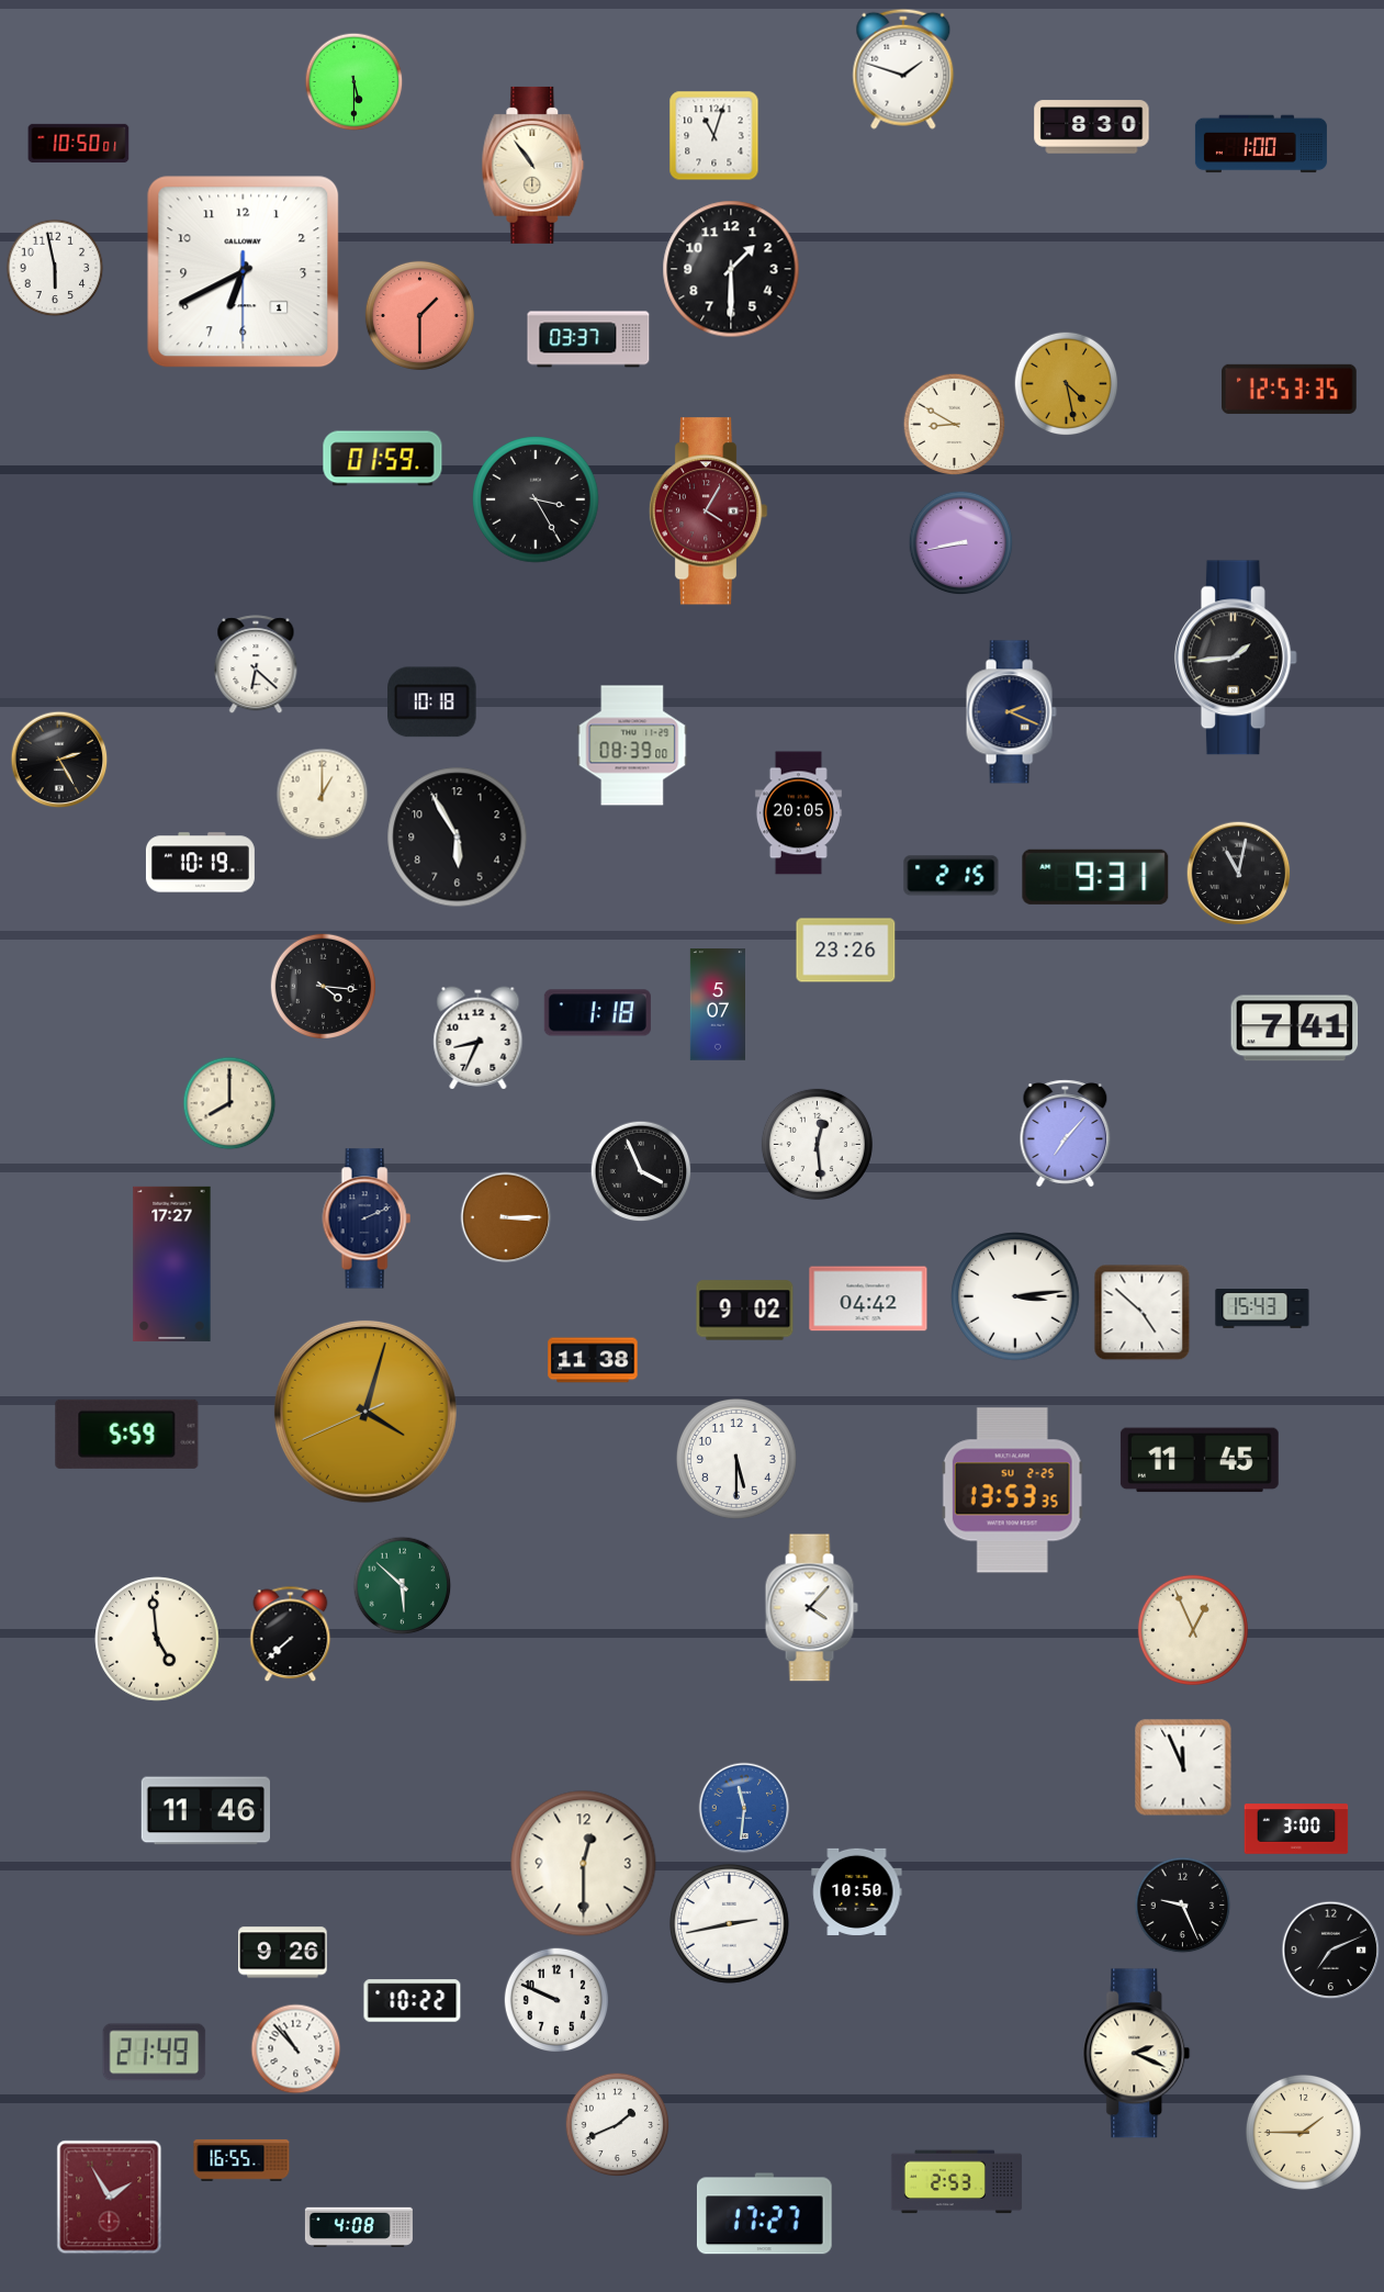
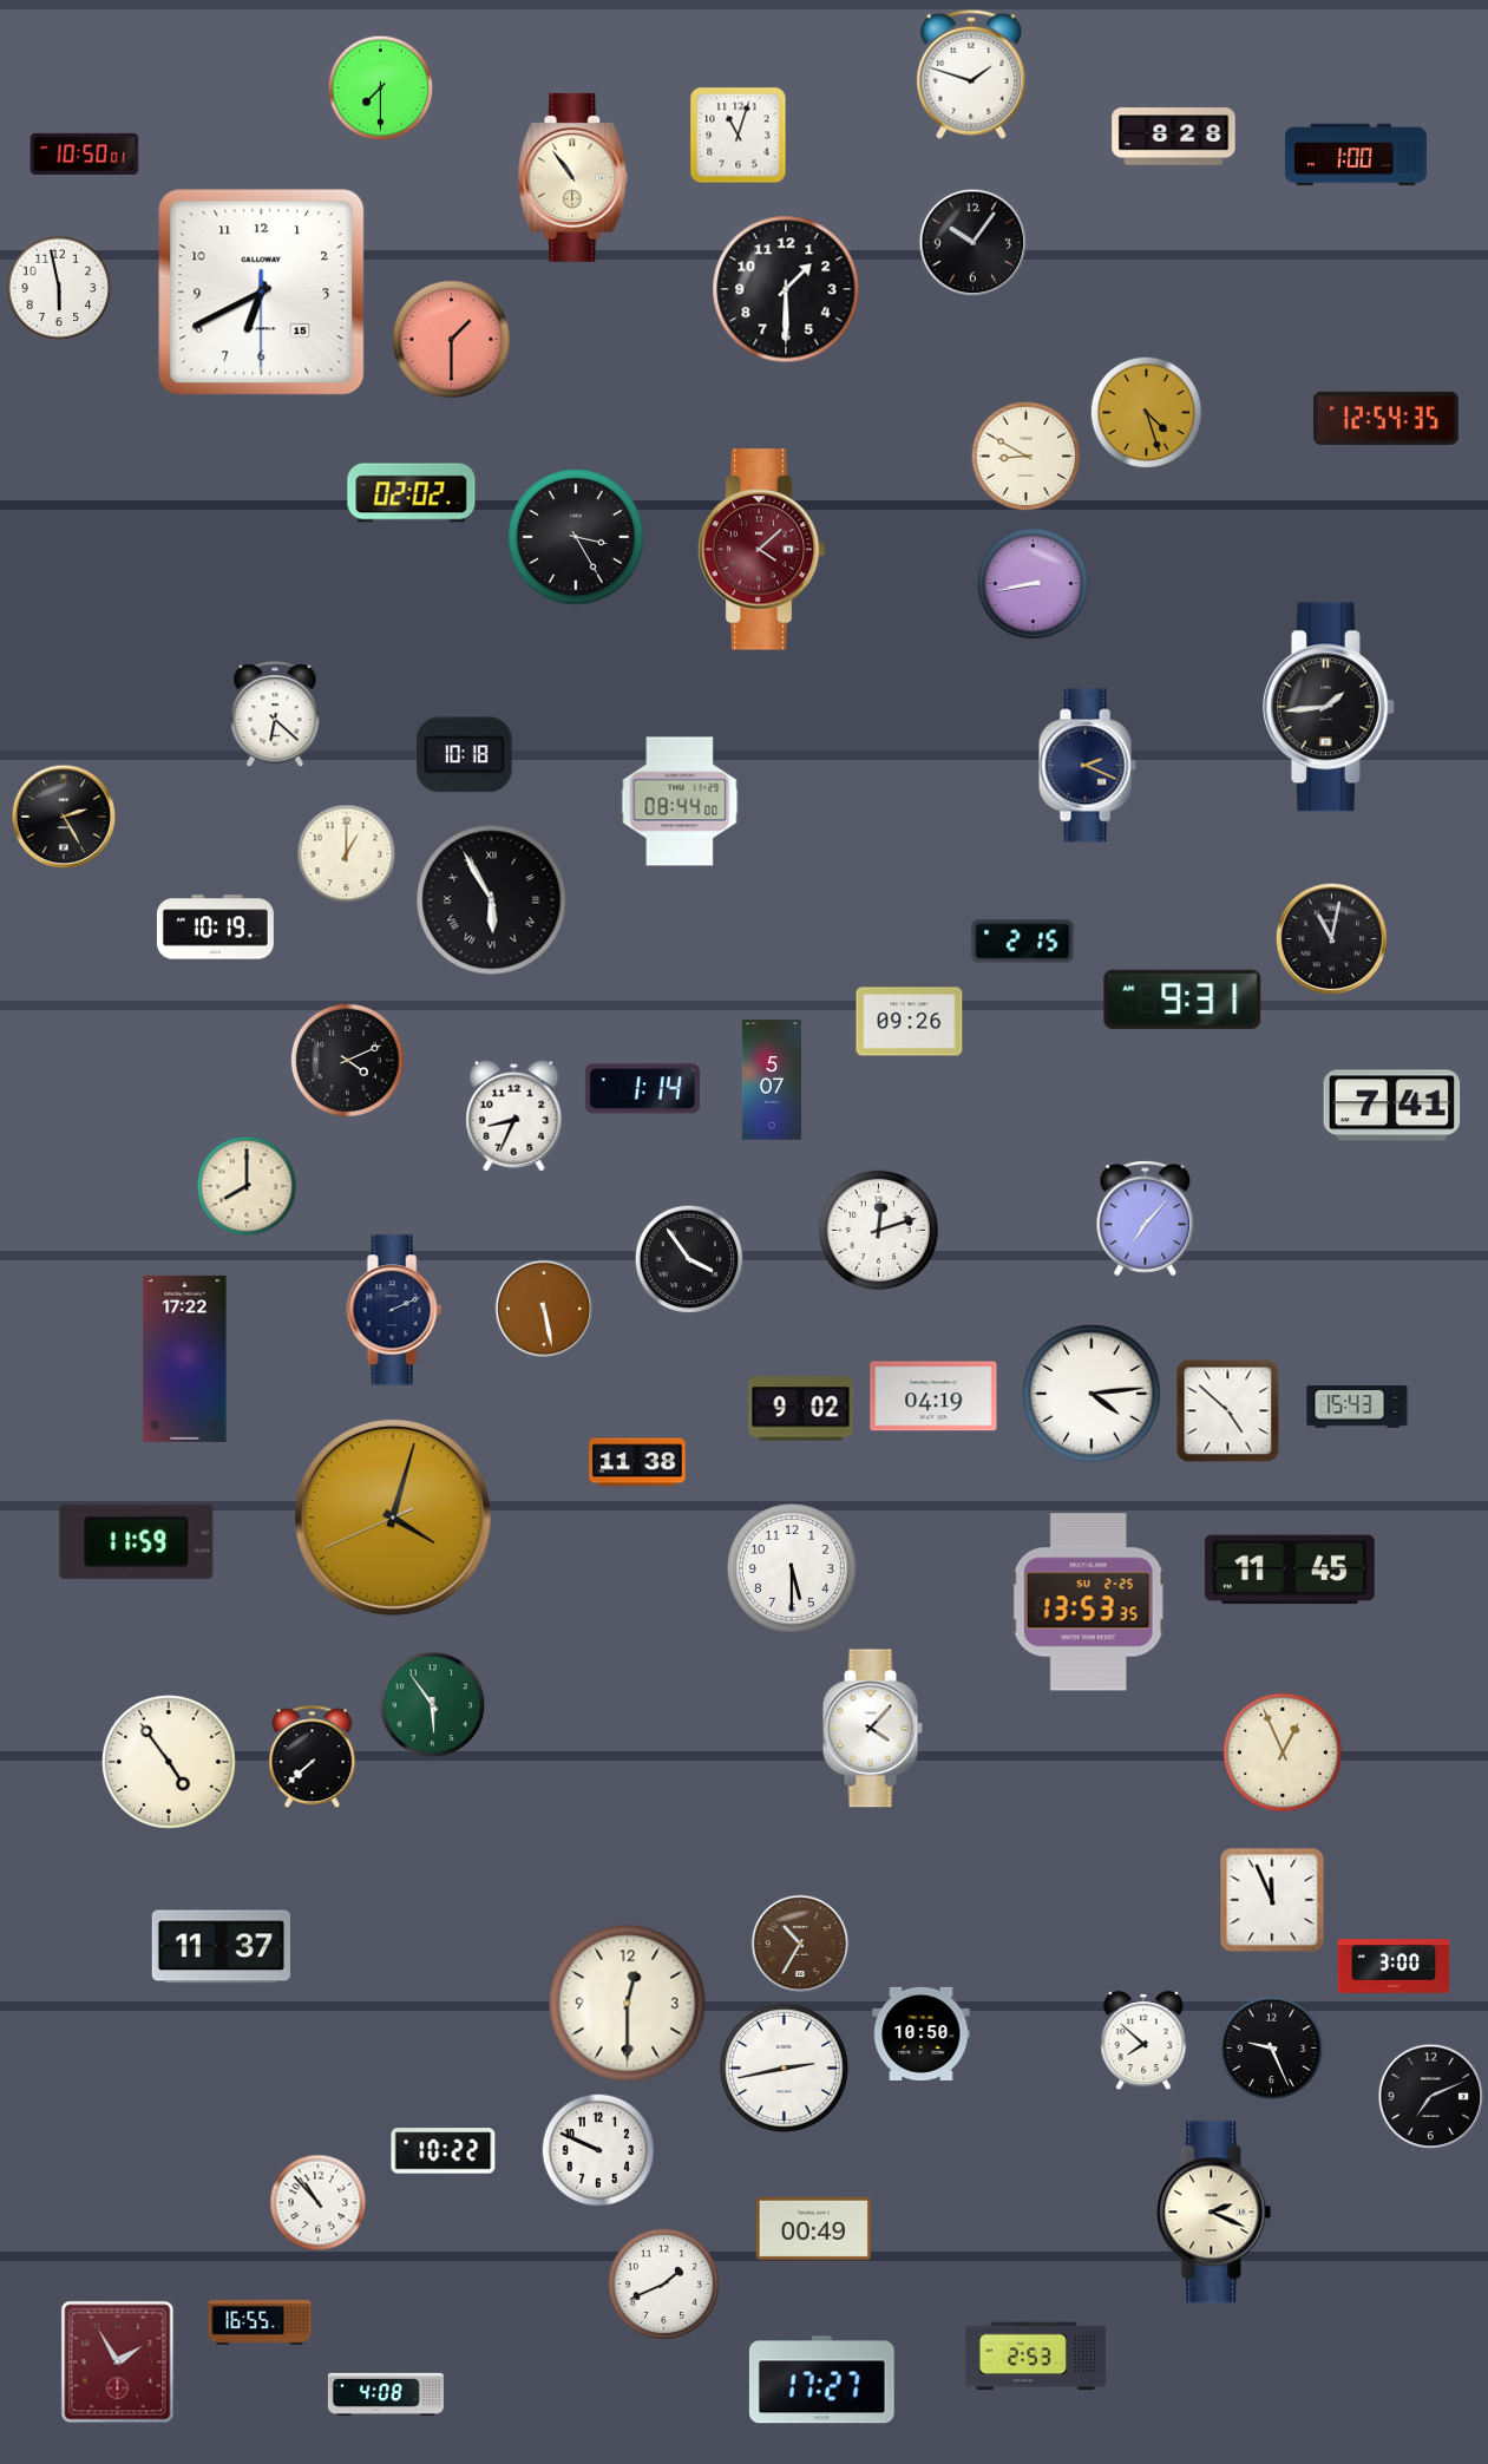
clock at (355, 82): 5:30 -> 7:30
clock at (1092, 127): 8:30 -> 8:28
clock at (714, 136) position: (714, 136) -> (739, 136)
clock at (974, 243): none -> 10:06
clock at (244, 272) date: 1 -> 15
clock at (588, 339): 03:37 -> none
clock at (1067, 384): 4:28 -> 4:27
clock at (1290, 389): 12:53 -> 12:54
clock at (383, 459): 01:59 -> 02:02
clock at (708, 512): 4:05 -> 4:08
clock at (632, 745): 08:39 -> 08:44
clock at (798, 813): 20:05 -> none
clock at (458, 838) numerals: Arabic -> Roman
clock at (1095, 877) position: (1095, 877) -> (1182, 1000)
clock at (846, 951): 23:26 -> 09:26
clock at (323, 986): 4:16 -> 4:11
clock at (597, 1013): 1:18 -> 1:14
clock at (817, 1144): 12:29 -> 12:12
clock at (641, 1171): 3:56 -> 3:54
clock at (506, 1217): 3:15 -> 5:28
clock at (172, 1263): 17:27 -> 17:22
clock at (1015, 1296): 3:14 -> 4:14
clock at (868, 1299): 04:42 -> 04:19
clock at (127, 1434): 5:59 -> 11:59
clock at (403, 1586): 5:52 -> 5:54
clock at (157, 1639): 4:59 -> 4:54
clock at (744, 1808): 11:31 -> 10:35
clock at (744, 1808) dial: blue -> brown
clock at (205, 1811): 11:46 -> 11:37
clock at (1143, 2042): none -> 7:52
clock at (283, 1953): 9:26 -> none
clock at (155, 2053): 21:49 -> none
clock at (1137, 2054) position: (1137, 2054) -> (1214, 2213)
clock at (813, 2228): none -> 00:49
clock at (1303, 2132): 1:45 -> none
clock at (956, 2182) position: (956, 2182) -> (1035, 2357)
